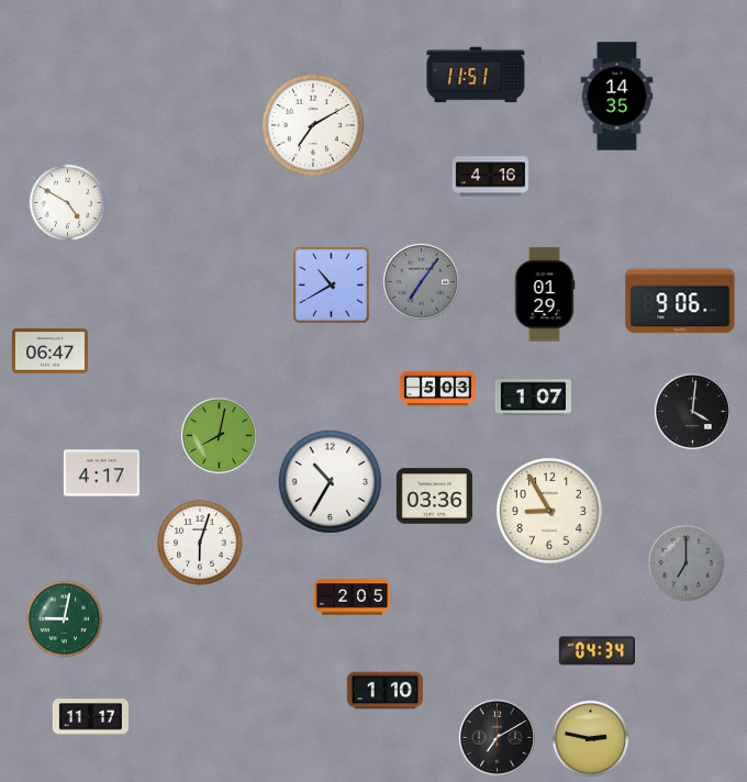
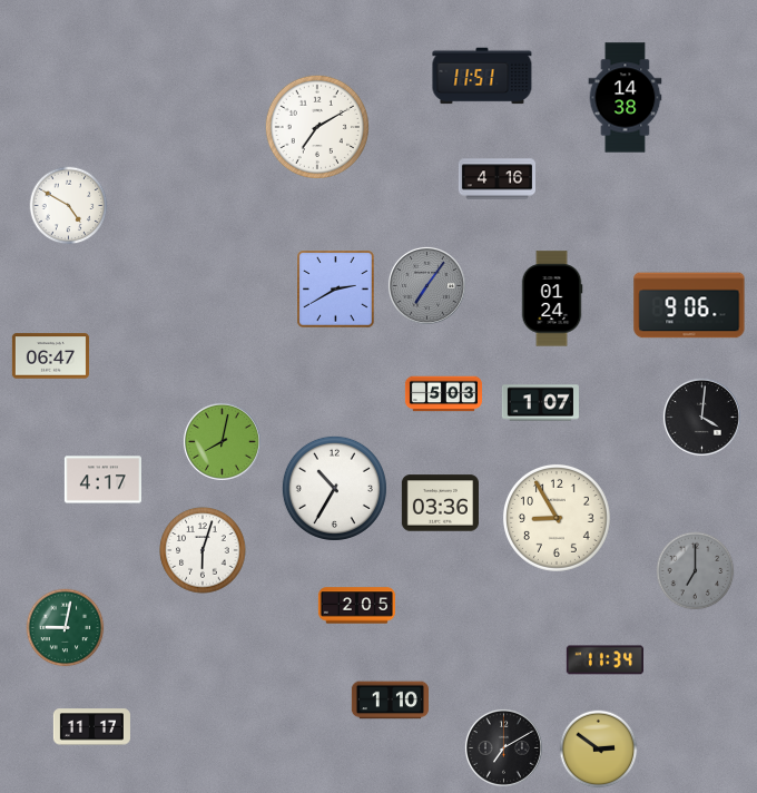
clock at (617, 97): 14:35 -> 14:38
clock at (332, 286): 10:40 -> 2:40
clock at (545, 294): 01:29 -> 01:24
clock at (597, 651): 04:34 -> 11:34
clock at (591, 739): 2:47 -> 2:51
